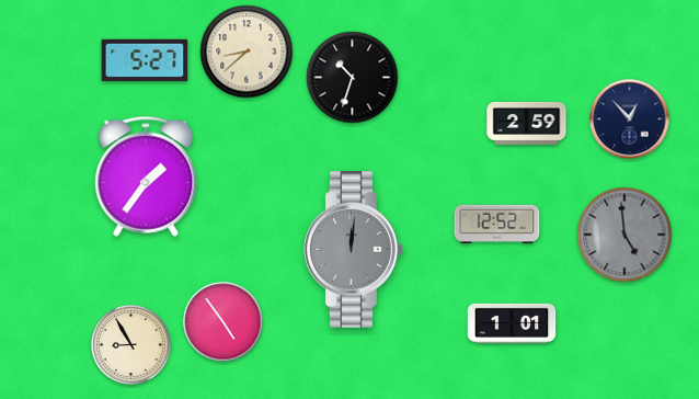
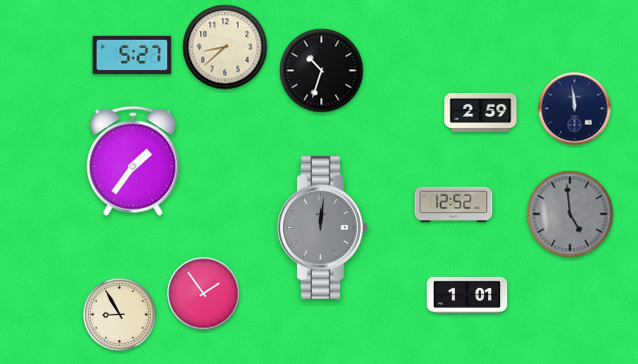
clock at (630, 119): 12:53 -> 11:59
clock at (224, 322): 4:54 -> 1:54
